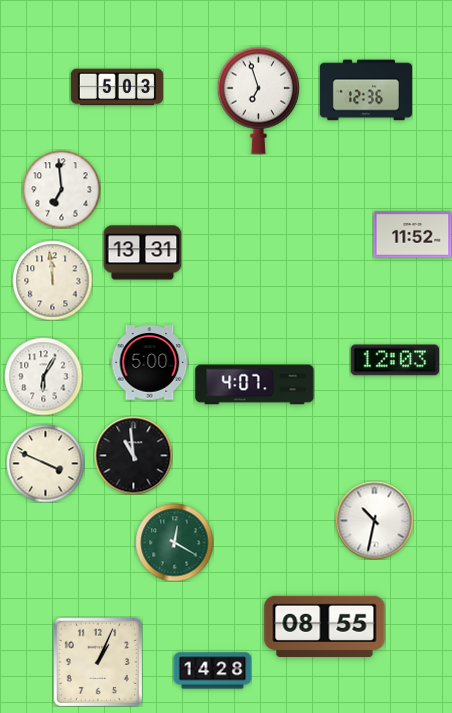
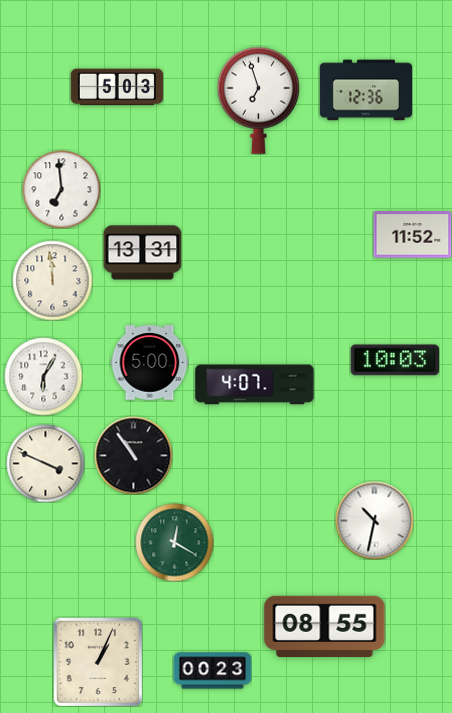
clock at (394, 360): 12:03 -> 10:03
clock at (133, 455): 10:59 -> 10:54
clock at (212, 671): 14:28 -> 00:23
